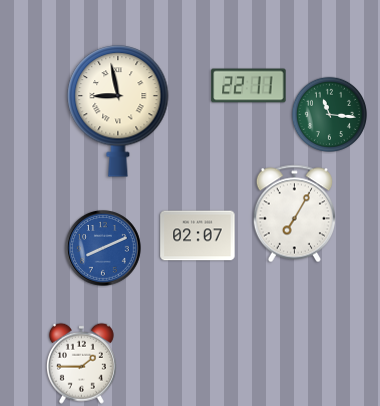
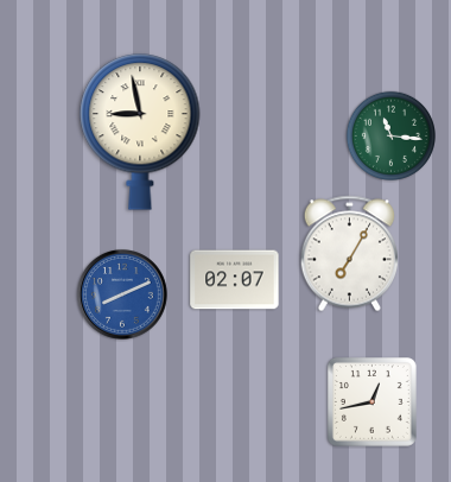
clock at (249, 86): 22:11 -> none
clock at (371, 401): none -> 12:43
clock at (81, 363): 1:45 -> none
